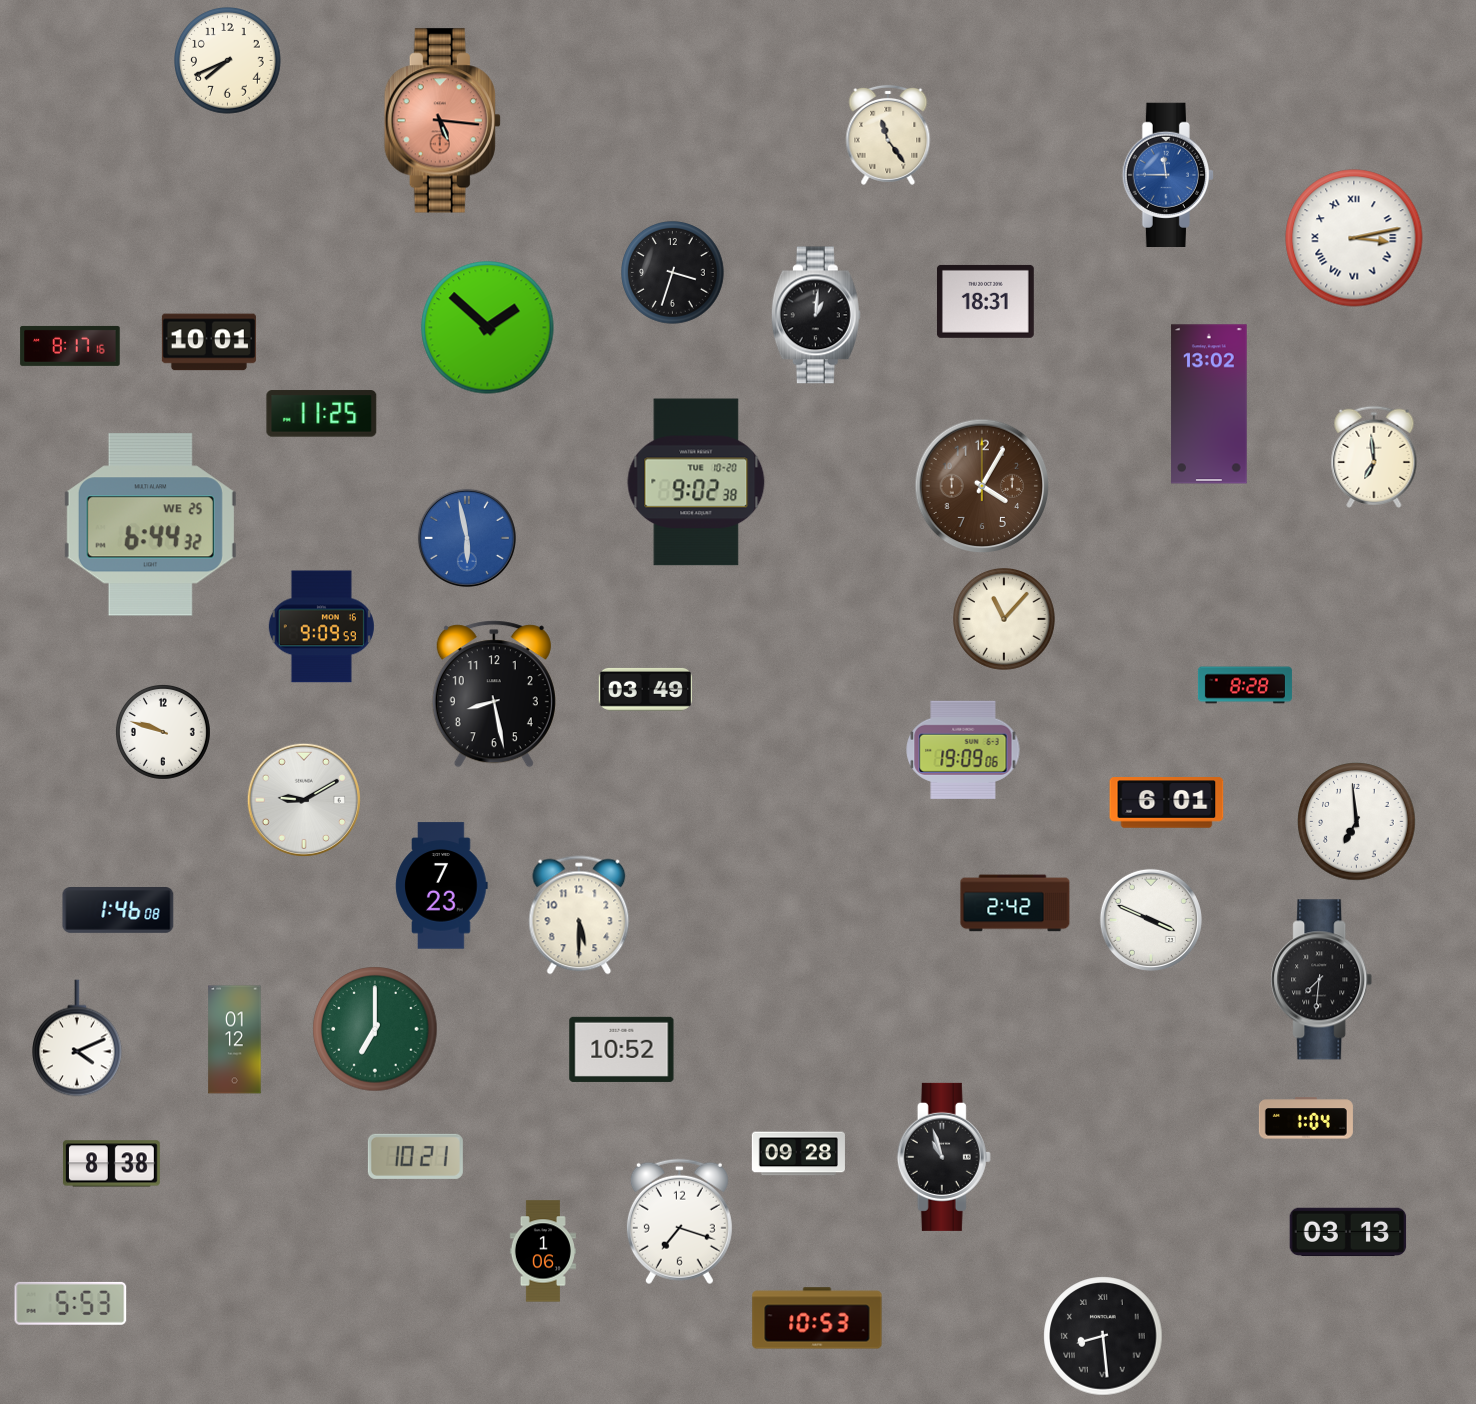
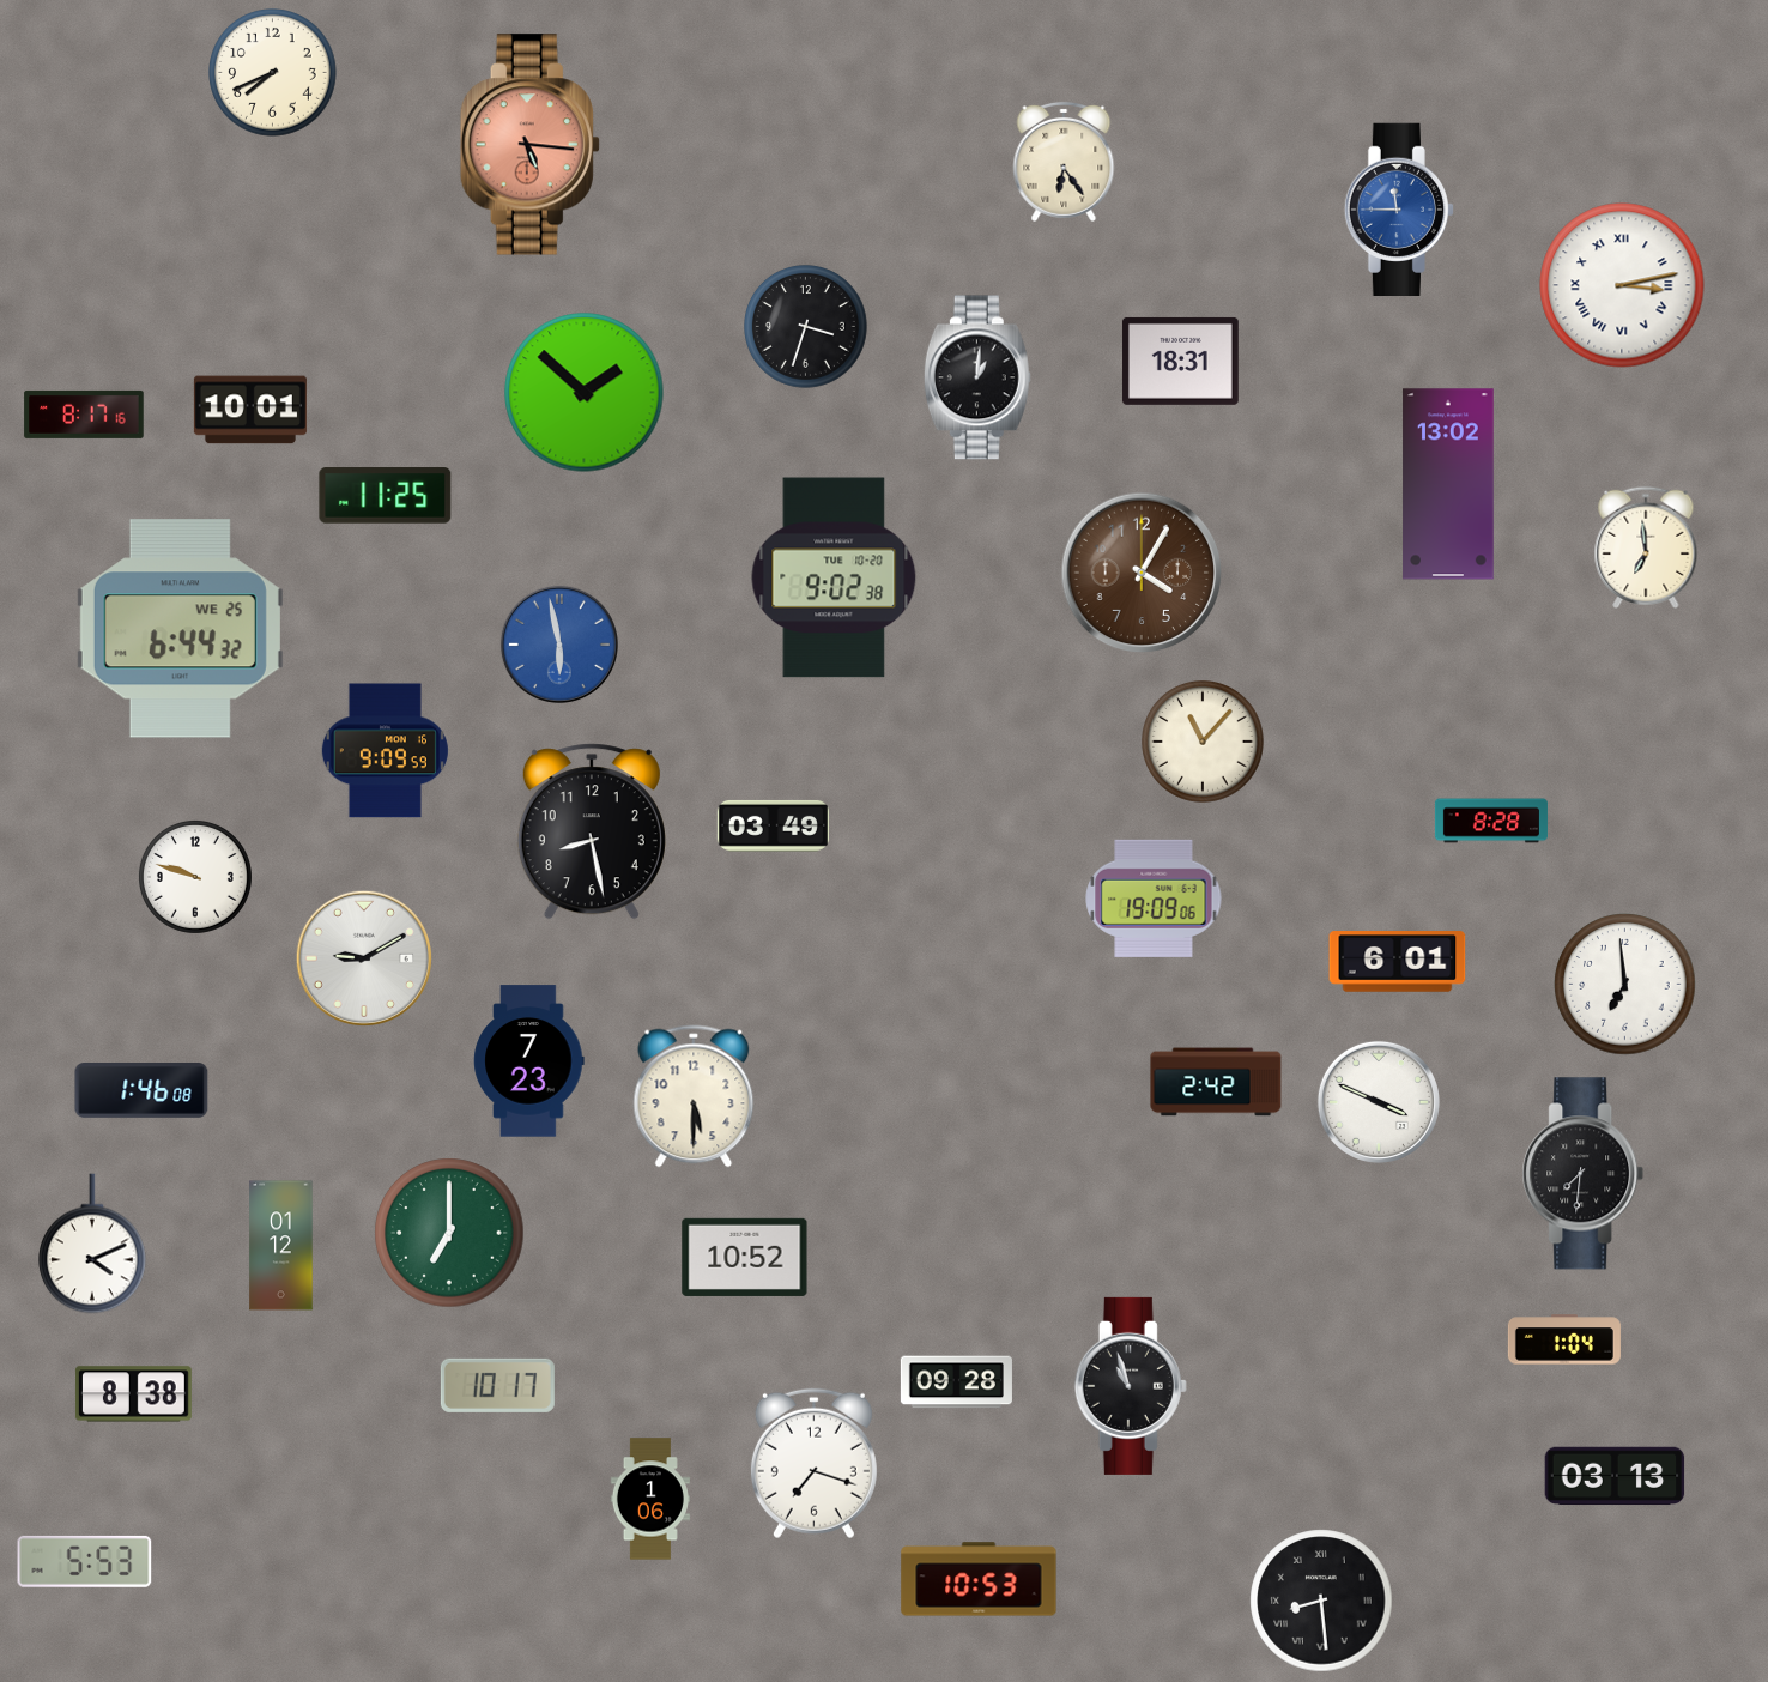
clock at (888, 135): 11:24 -> 6:24
clock at (982, 486) position: (982, 486) -> (1142, 573)
clock at (415, 1156): 10:21 -> 10:17
